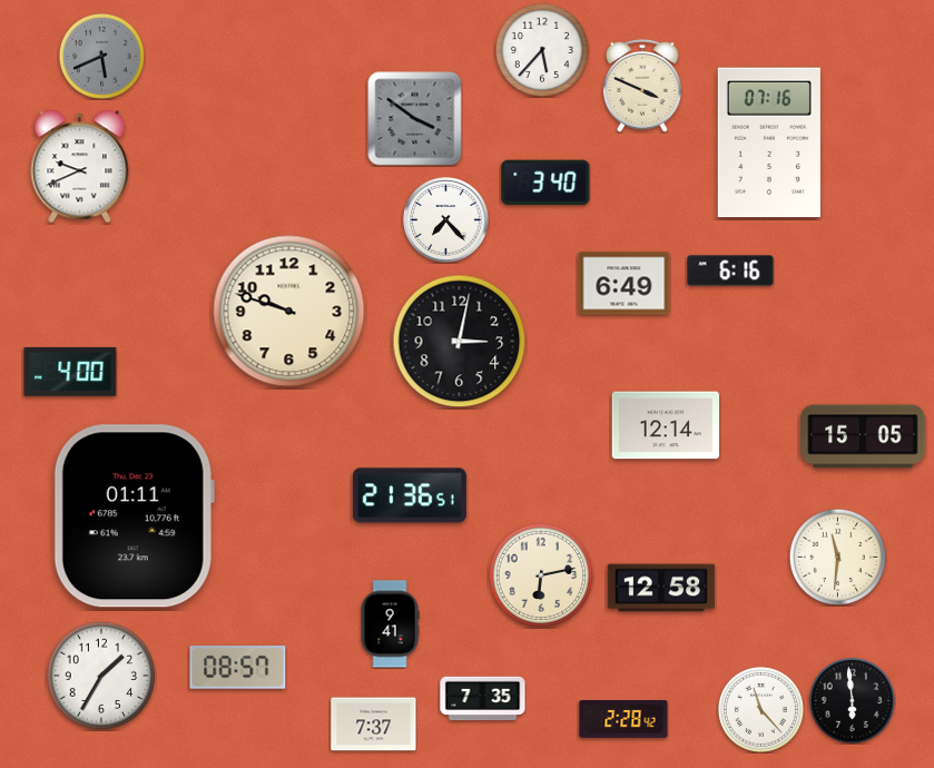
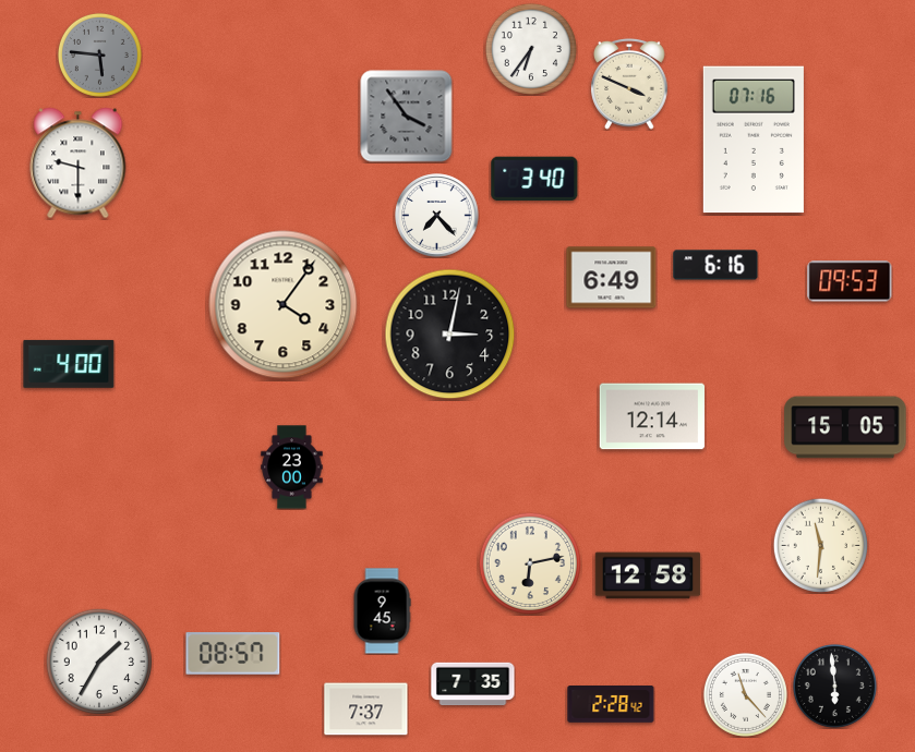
clock at (542, 50): 5:37 -> 6:36
clock at (101, 56): 5:41 -> 5:46
clock at (415, 119): 3:51 -> 3:54
clock at (80, 167): 9:41 -> 9:30
clock at (850, 281): none -> 09:53
clock at (289, 312): 9:48 -> 4:06
clock at (292, 468): none -> 23:00
clock at (410, 495): 21:36 -> none
clock at (134, 516): 01:11 -> none
clock at (390, 624): 9:41 -> 9:45
